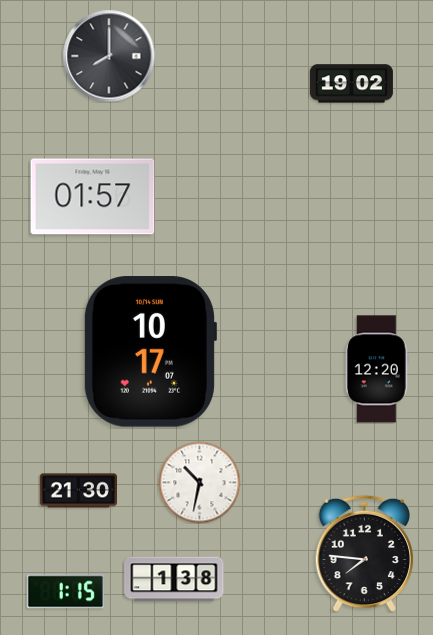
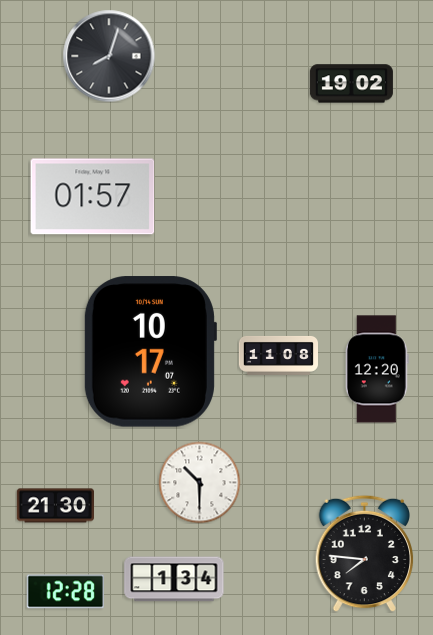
clock at (109, 56): 8:00 -> 8:03
clock at (278, 355): none -> 11:08
clock at (199, 482): 10:32 -> 10:30
clock at (78, 491) position: (78, 491) -> (55, 506)
clock at (174, 579): 1:38 -> 1:34
clock at (65, 592): 1:15 -> 12:28
